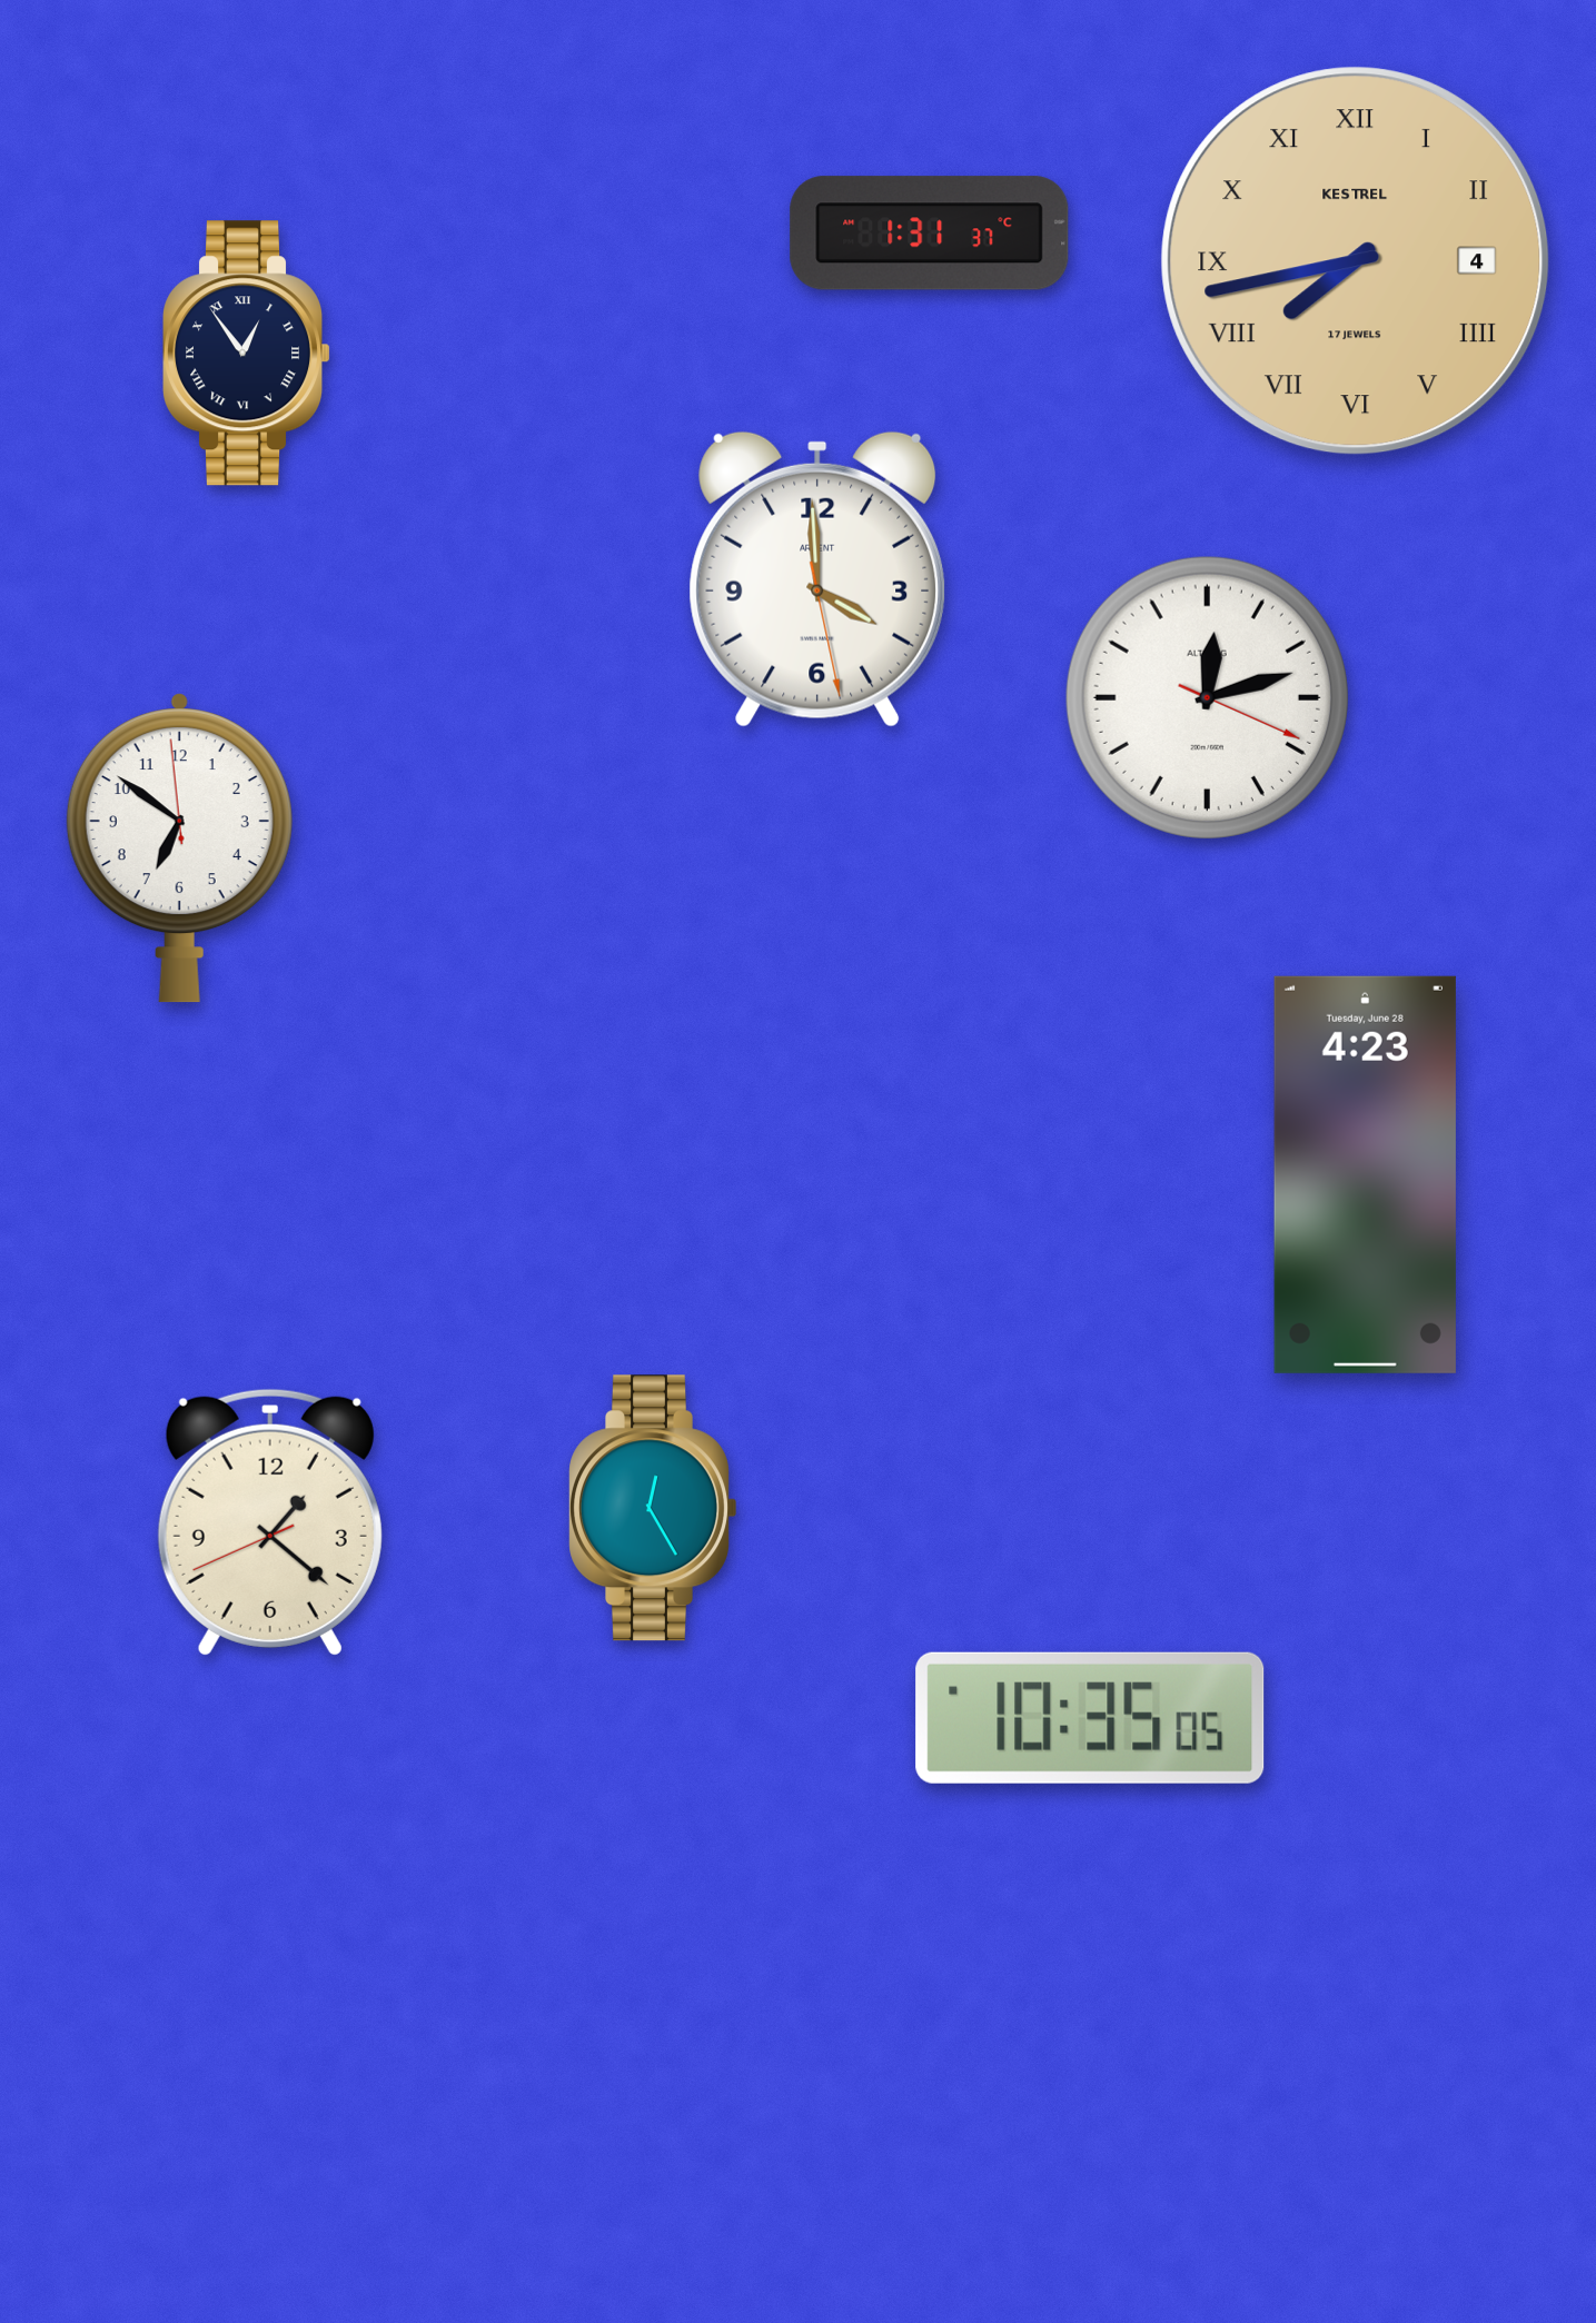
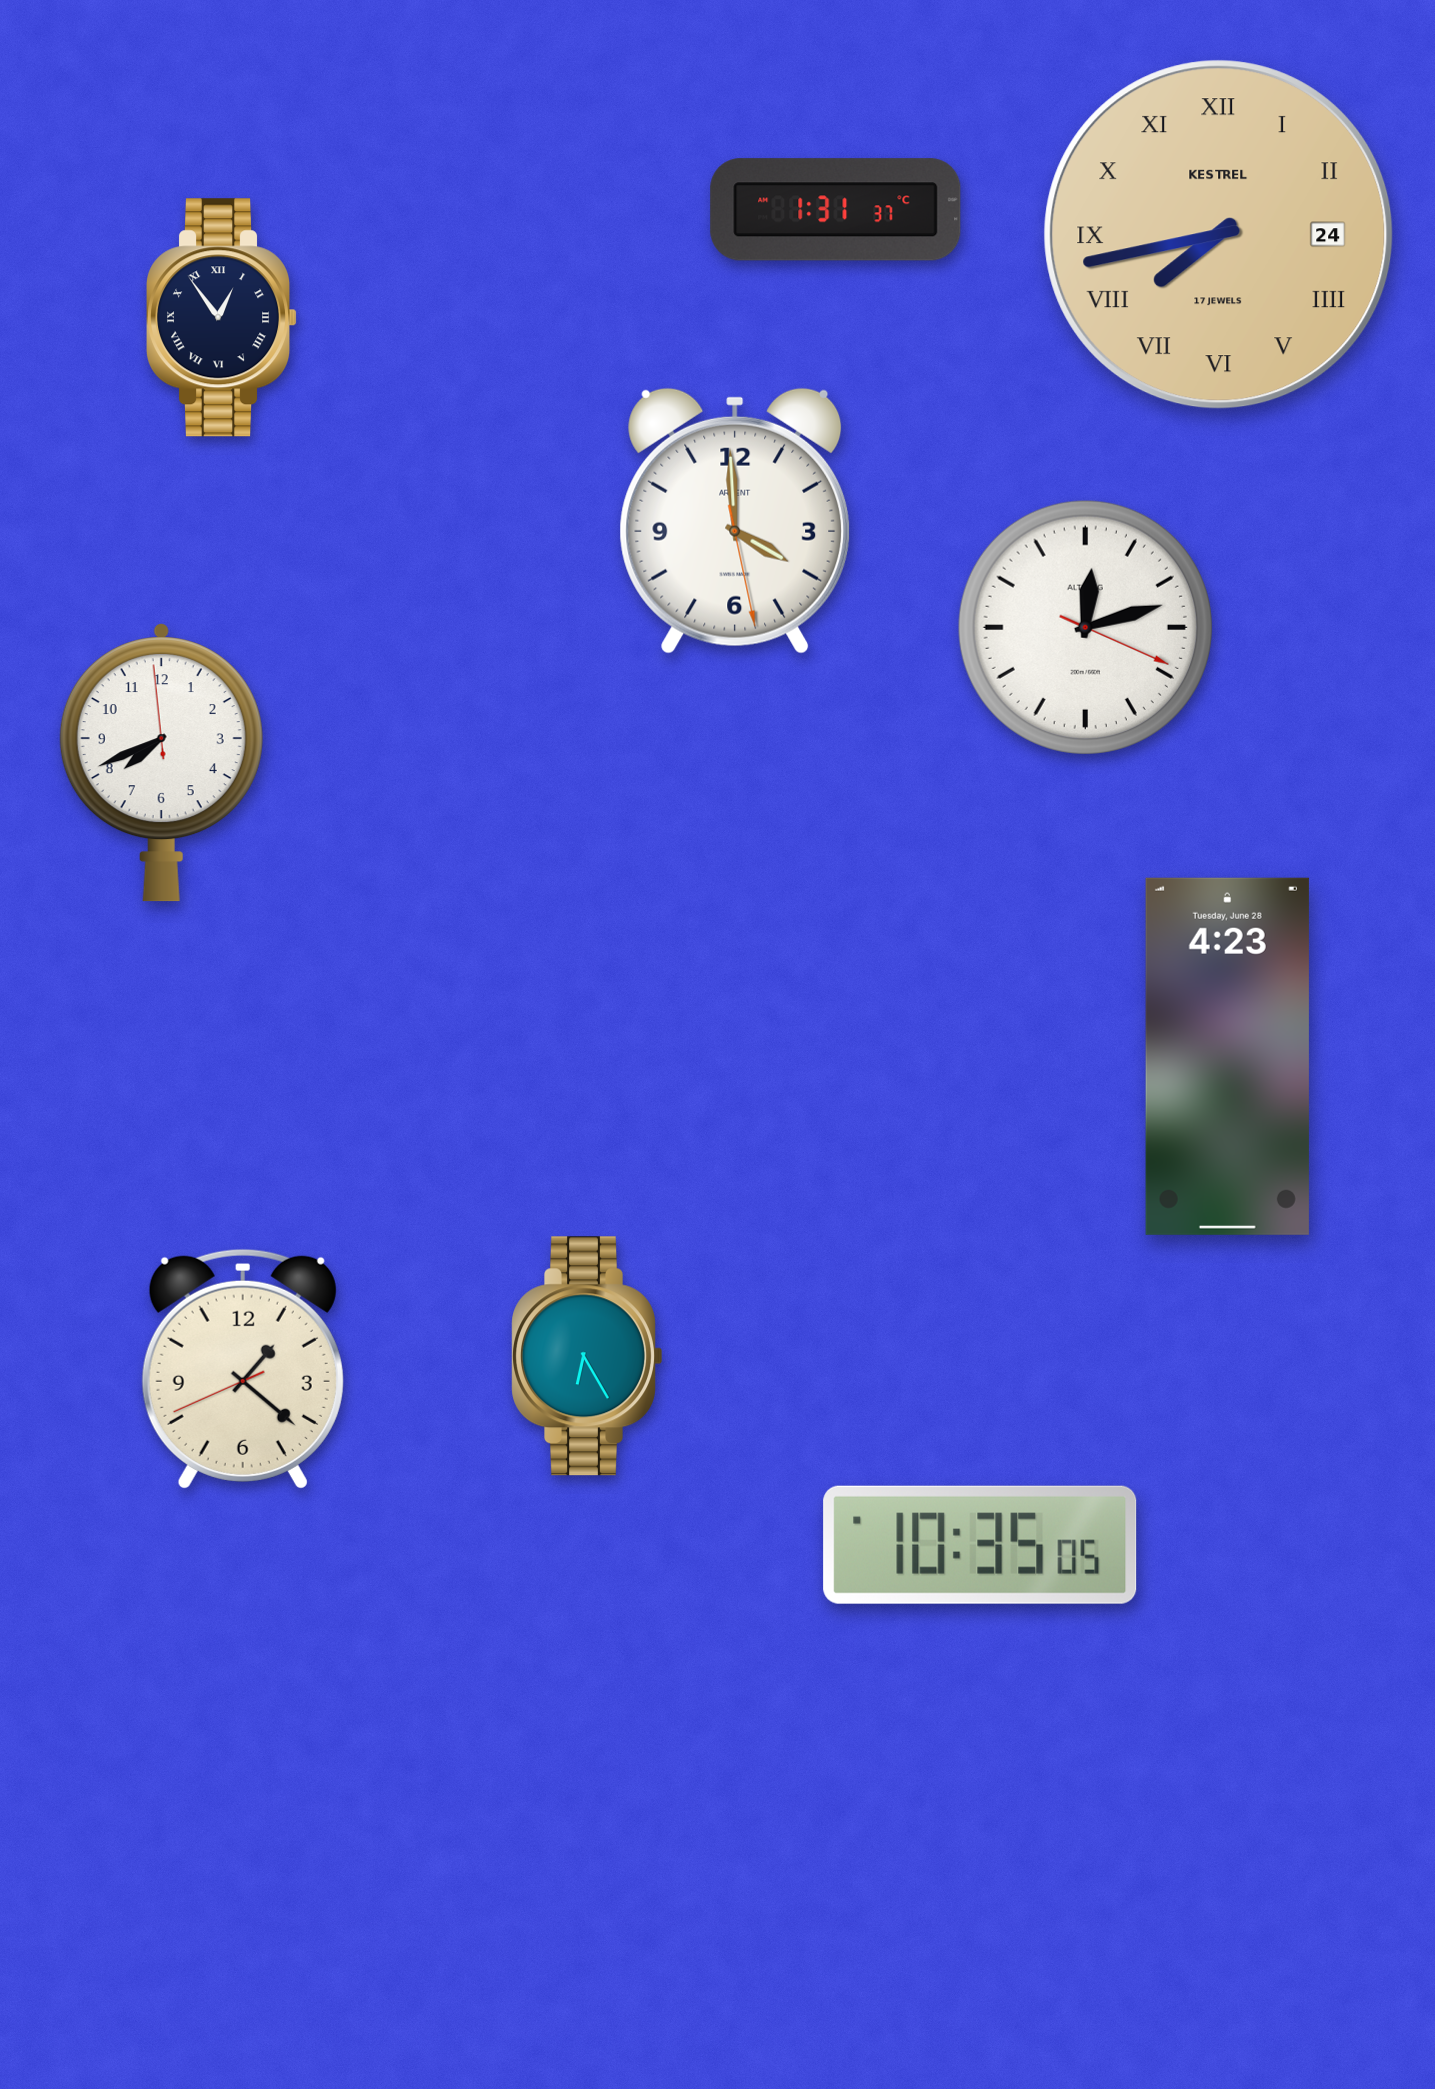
clock at (1356, 261) date: 4 -> 24
clock at (179, 848): 6:50 -> 7:40
clock at (653, 1508): 12:25 -> 6:25
